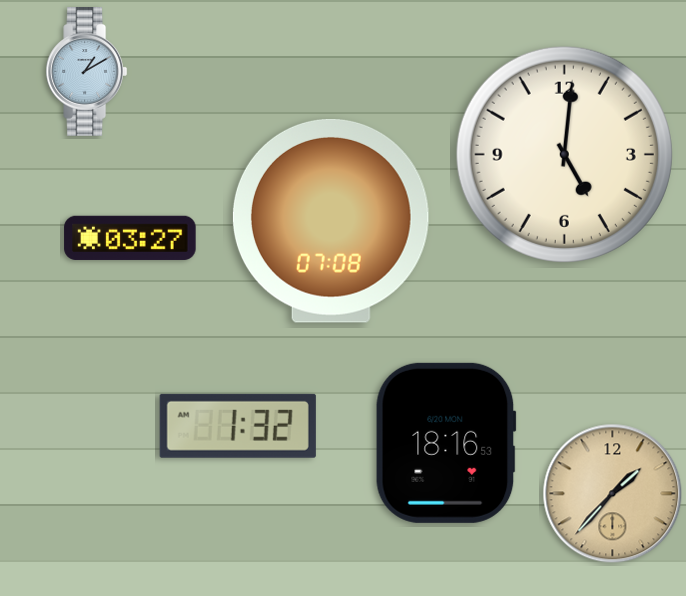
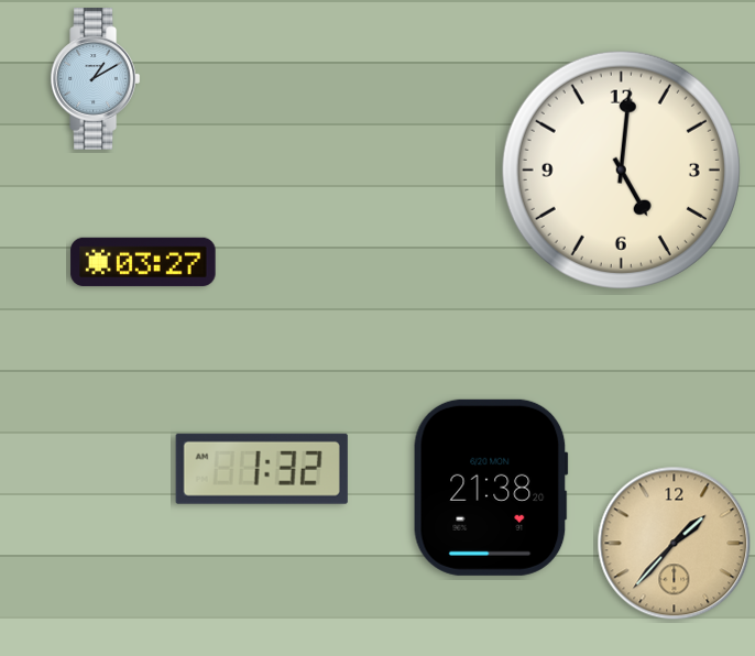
clock at (331, 221): 07:08 -> none
clock at (446, 443): 18:16 -> 21:38
